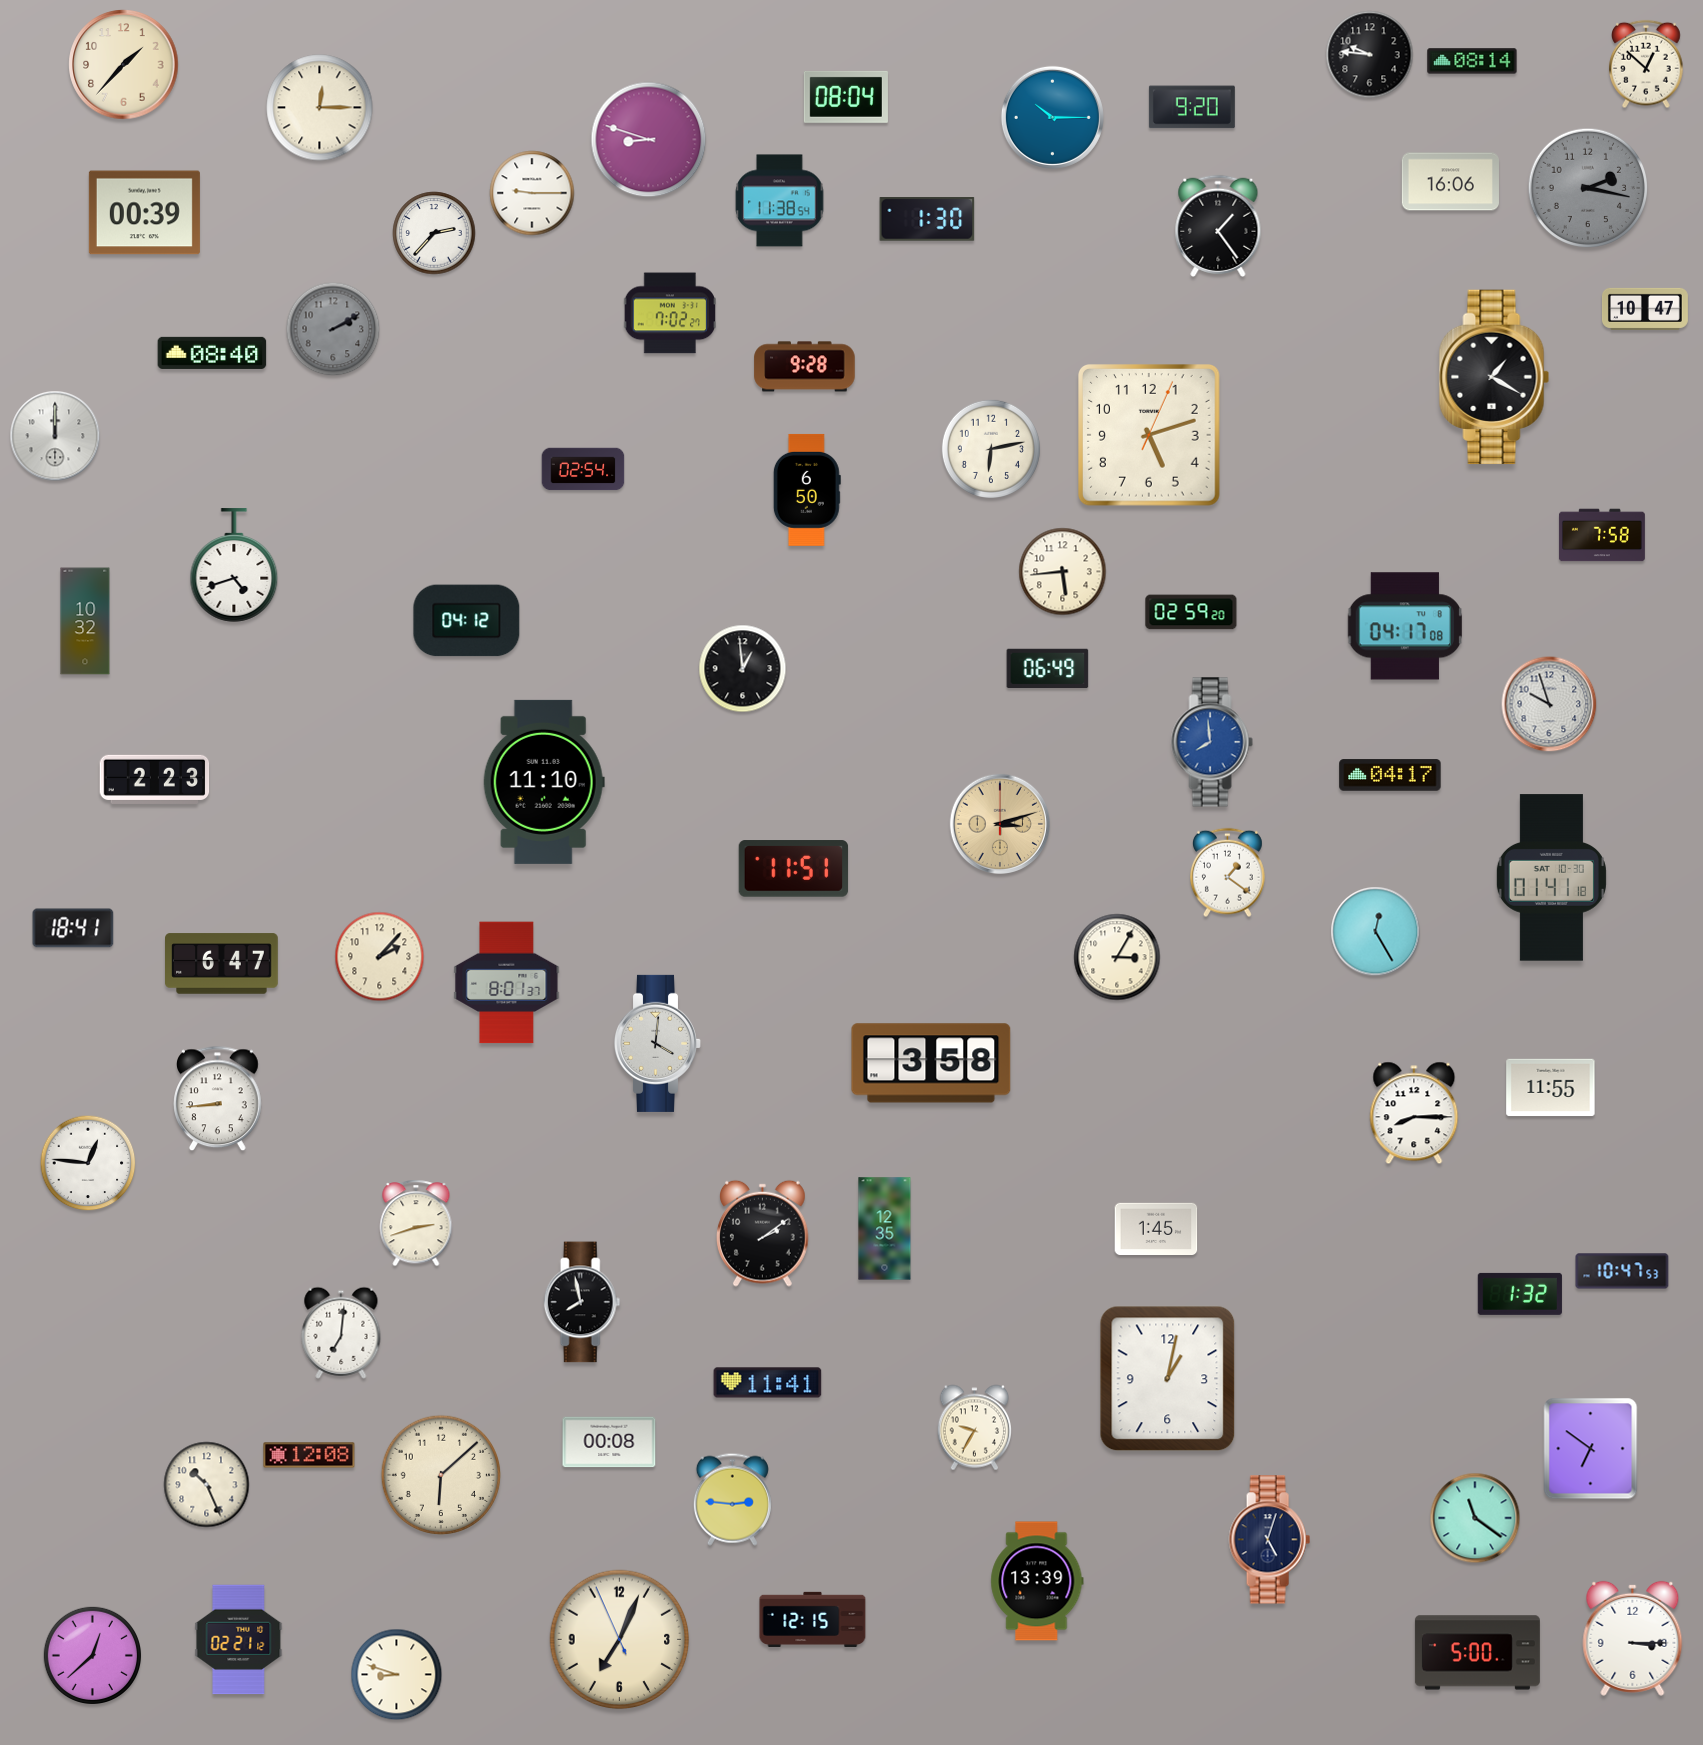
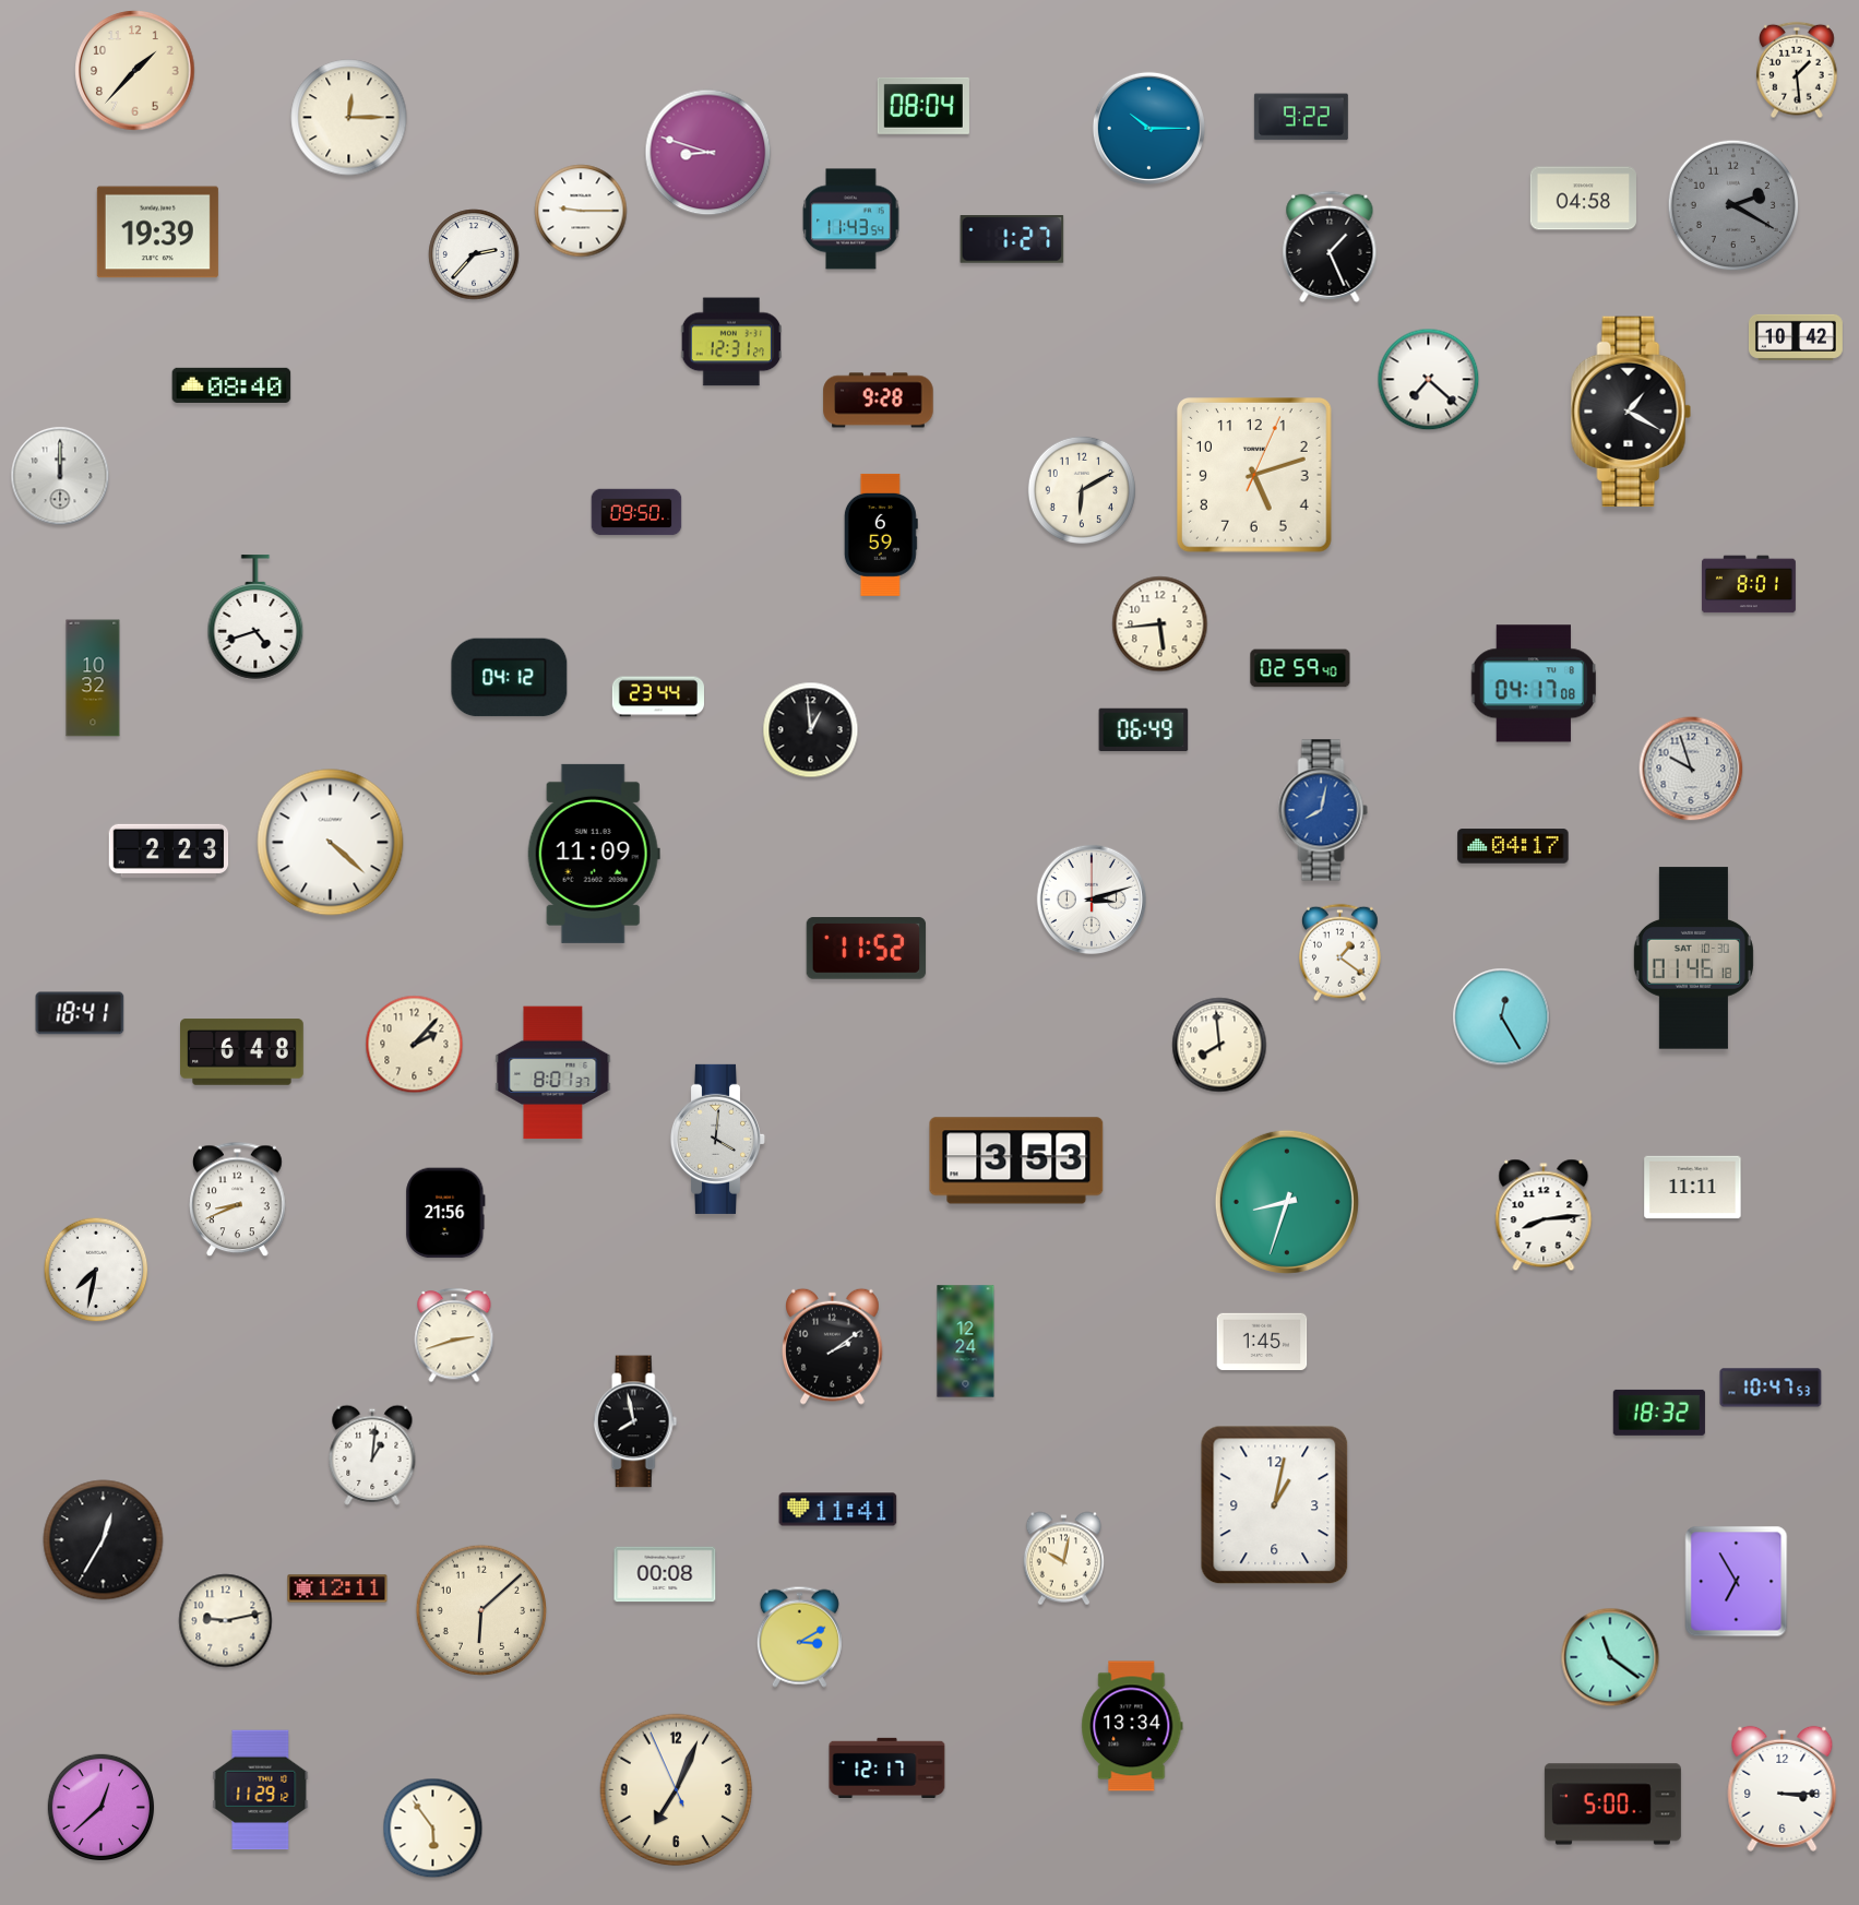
clock at (1370, 55): 9:46 -> none
clock at (1472, 61): 08:14 -> none
clock at (1646, 64): 12:52 -> 1:29
clock at (1192, 107): 9:20 -> 9:22
clock at (1450, 182): 16:06 -> 04:58
clock at (1587, 187): 2:17 -> 2:20
clock at (780, 201): 11:38 -> 11:43
clock at (144, 213): 00:39 -> 19:39
clock at (927, 219): 1:30 -> 1:27
clock at (1218, 226): 1:24 -> 1:26
clock at (1645, 309): 10:47 -> 10:42
clock at (669, 313): 7:02 -> 12:31
clock at (333, 329): 2:10 -> none
clock at (1429, 380): none -> 7:22
clock at (991, 449): 6:13 -> 6:10
clock at (583, 469): 02:54 -> 09:50
clock at (807, 490): 6:50 -> 6:59
clock at (1602, 535): 7:58 -> 8:01
clock at (1191, 612): 02:59:20 -> 02:59:40
clock at (657, 696): none -> 23:44
clock at (1212, 742): 7:59 -> 8:02
clock at (331, 843): none -> 4:22
clock at (1390, 775) position: (1390, 775) -> (1513, 846)
clock at (544, 782): 11:10 -> 11:09
clock at (999, 823) dial: champagne -> white
clock at (794, 869): 11:51 -> 11:52
clock at (1551, 878): 01:41 -> 01:46
clock at (1117, 957): 3:05 -> 7:59
clock at (222, 964): 6:47 -> 6:48
clock at (931, 1063): 3:58 -> 3:53
clock at (1551, 1088): 11:55 -> 11:11
clock at (218, 1099): 8:44 -> 8:41
clock at (1287, 1202): none -> 8:33
clock at (445, 1213): none -> 21:56
clock at (1414, 1113): 8:15 -> 8:14
clock at (88, 1163): 12:46 -> 7:32
clock at (885, 1229): 12:35 -> 12:24
clock at (1520, 1294): 1:32 -> 18:32
clock at (341, 1333): 7:01 -> 1:01
clock at (104, 1540): none -> 12:35
clock at (974, 1428): 9:35 -> 10:02
clock at (1591, 1449): 6:51 -> 6:55
clock at (309, 1455): 12:08 -> 12:11
clock at (207, 1485): 10:26 -> 9:13
clock at (732, 1499): 2:46 -> 3:10
clock at (1269, 1540): 5:03 -> none
clock at (1037, 1581): 13:39 -> 13:34
clock at (813, 1619): 12:15 -> 12:17
clock at (239, 1640): 02:21 -> 11:29
clock at (397, 1675): 8:48 -> 5:54
